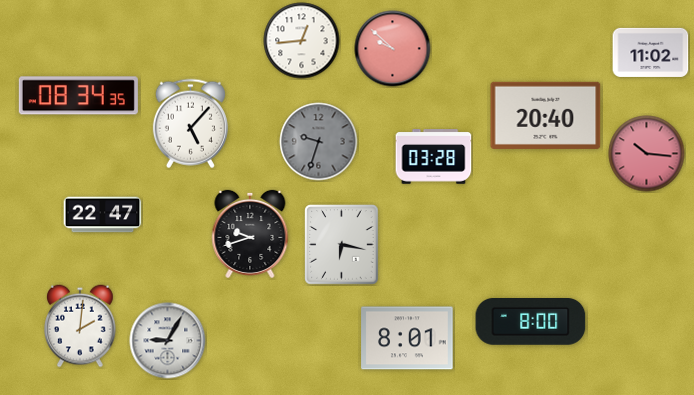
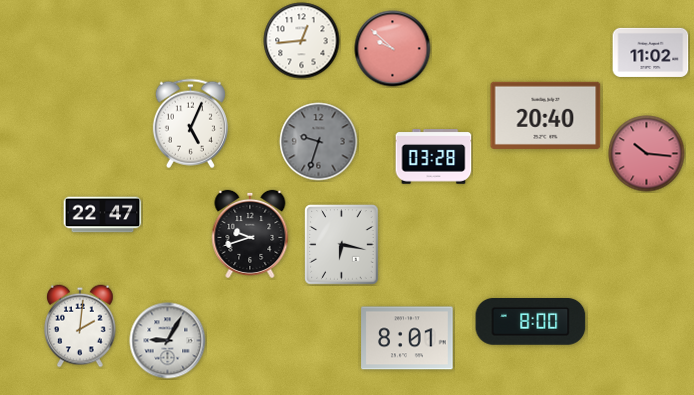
clock at (78, 96): 08:34 -> none
clock at (190, 124): 5:07 -> 5:04
